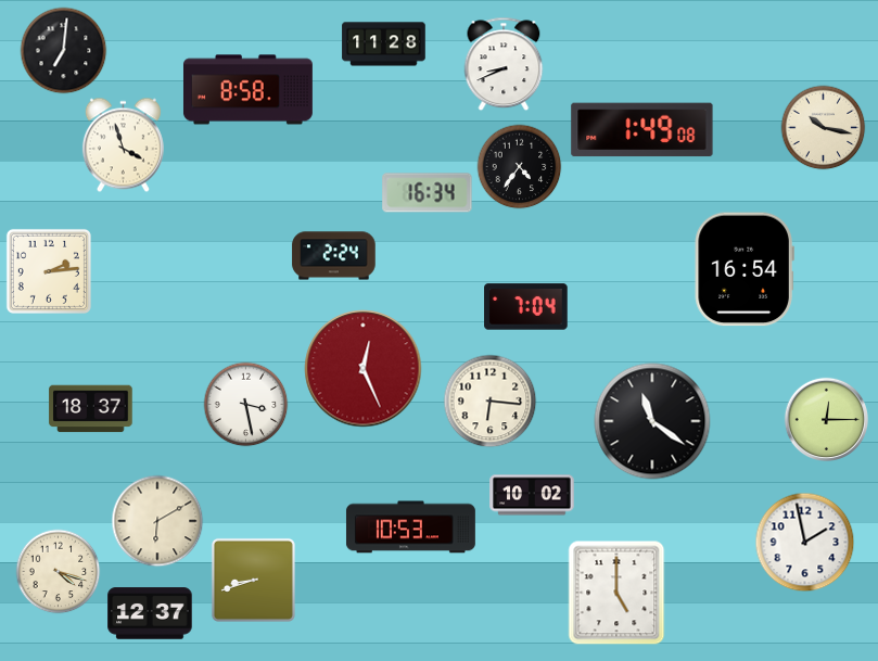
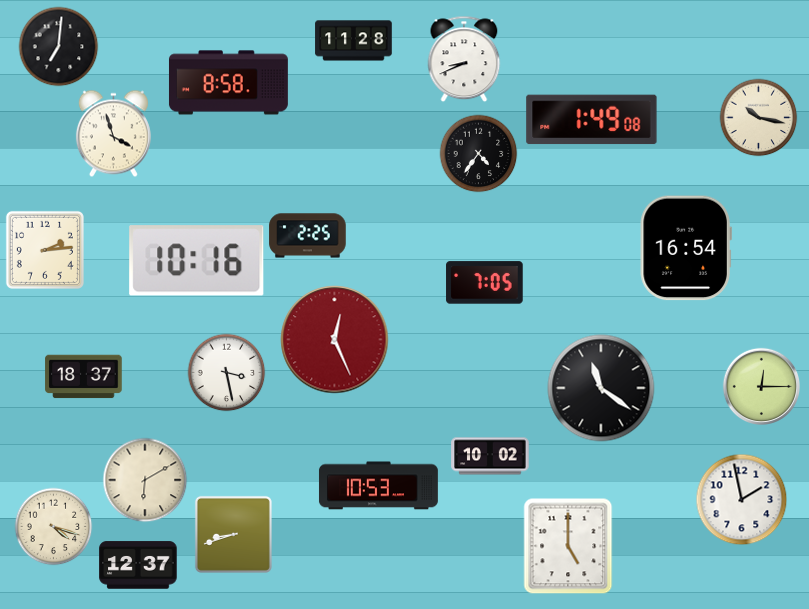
clock at (428, 193): 16:34 -> none
clock at (334, 256): 2:24 -> 2:25
clock at (197, 261): none -> 10:16
clock at (526, 307): 7:04 -> 7:05
clock at (489, 401): 6:16 -> none
